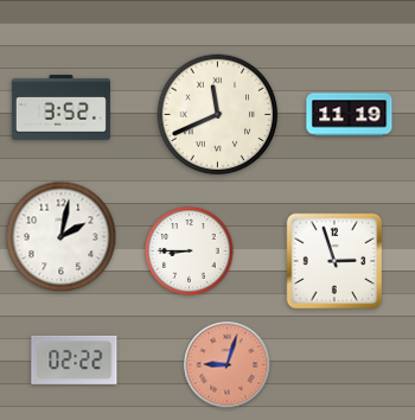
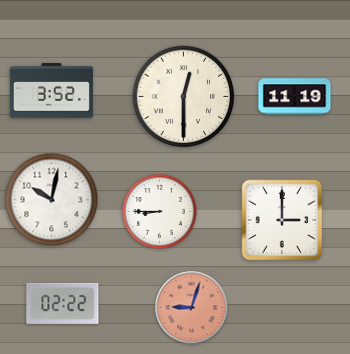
clock at (218, 115): 11:41 -> 12:30
clock at (62, 237): 2:02 -> 10:02
clock at (334, 261): 2:57 -> 3:00
